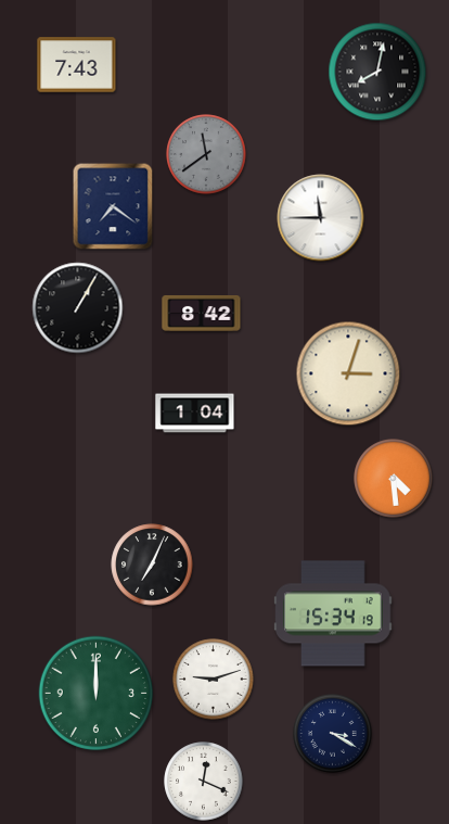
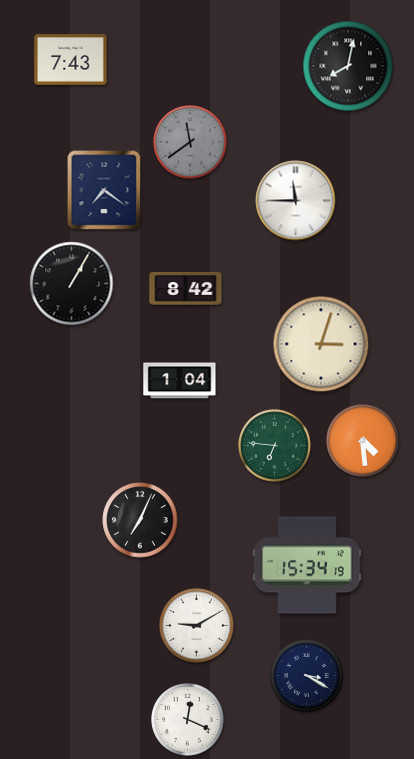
clock at (275, 446): none -> 6:46
clock at (214, 680): 9:12 -> 9:10
clock at (97, 694): 12:00 -> none
